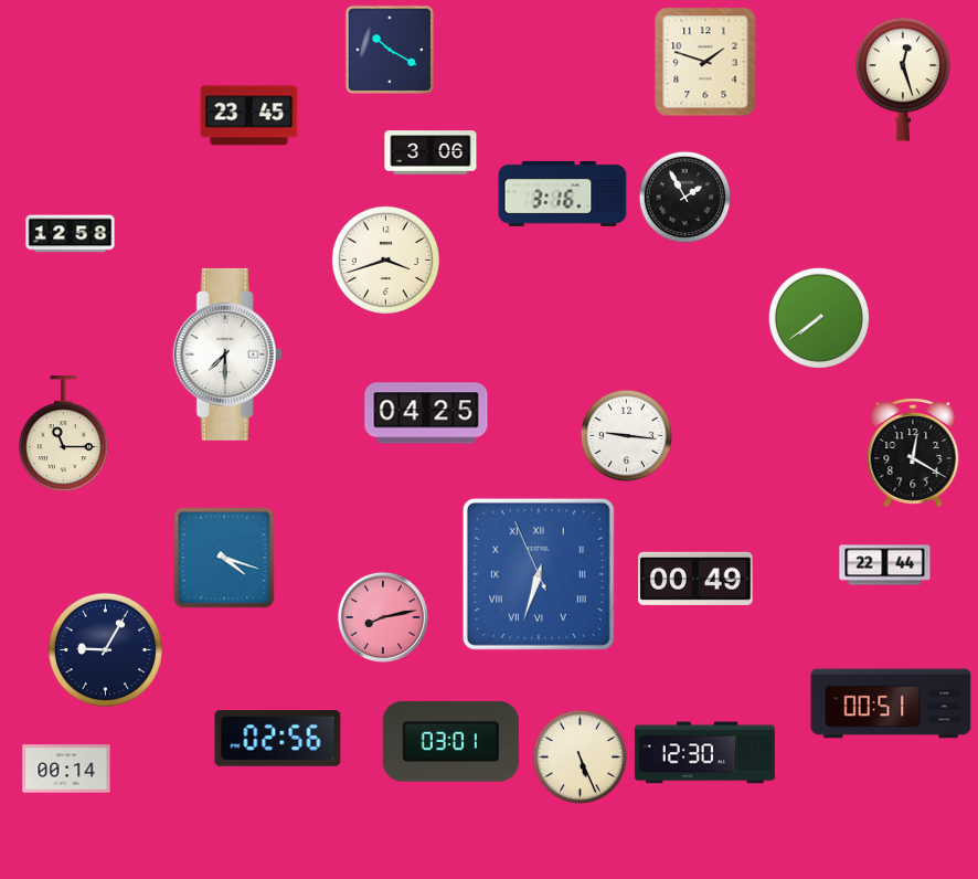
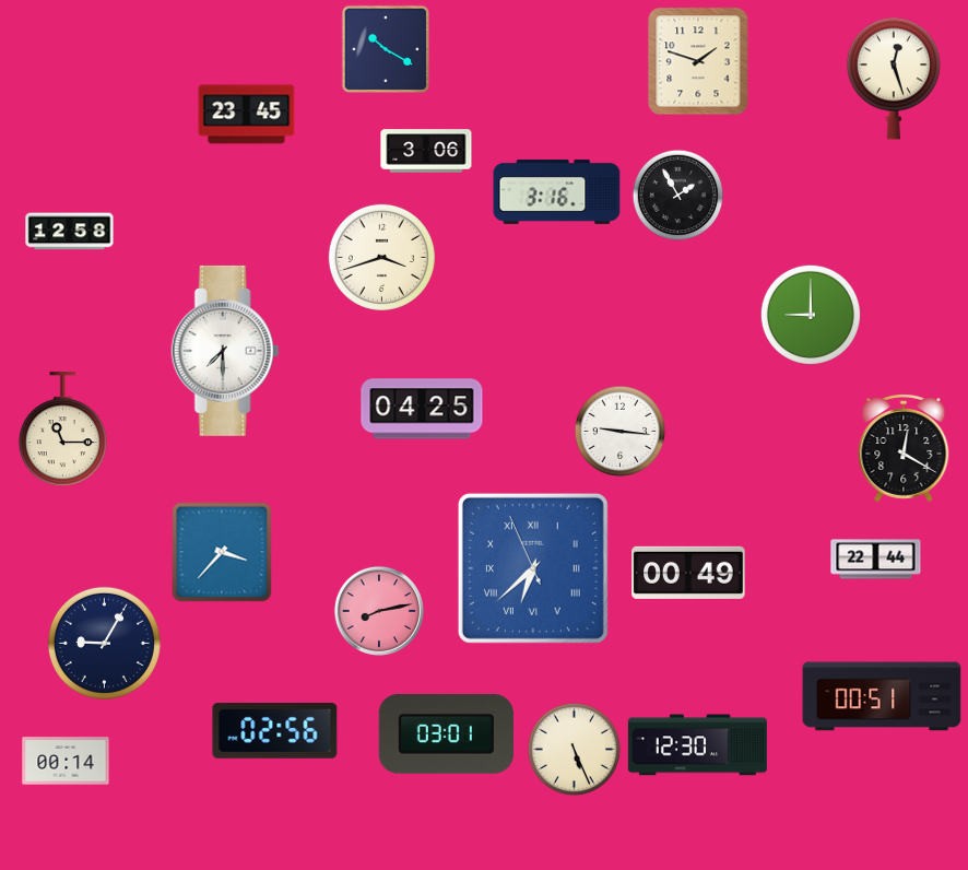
clock at (818, 317): 7:39 -> 9:00
clock at (224, 558): 4:18 -> 3:37
clock at (539, 574): 6:32 -> 6:37
